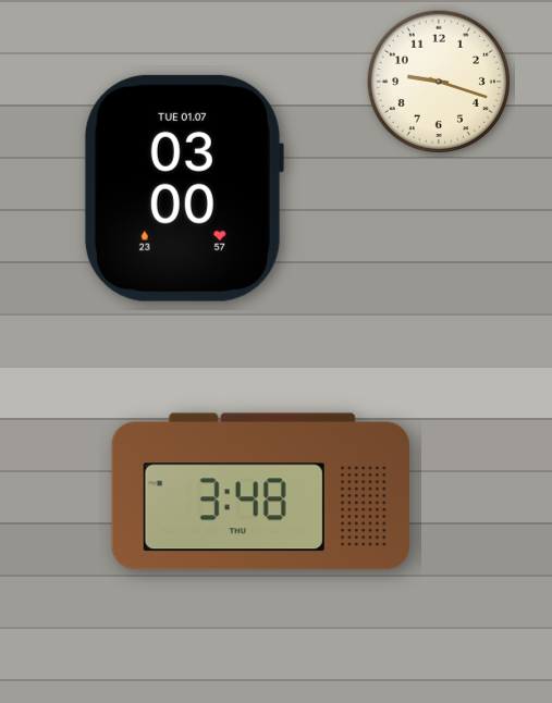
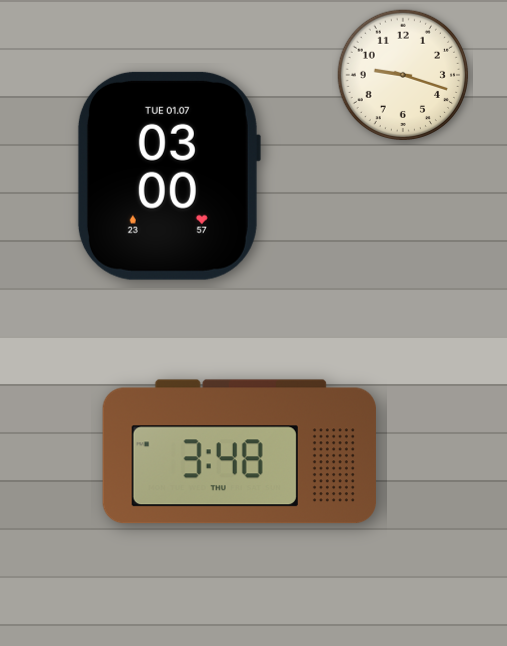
clock at (183, 188) position: (183, 188) -> (168, 176)
